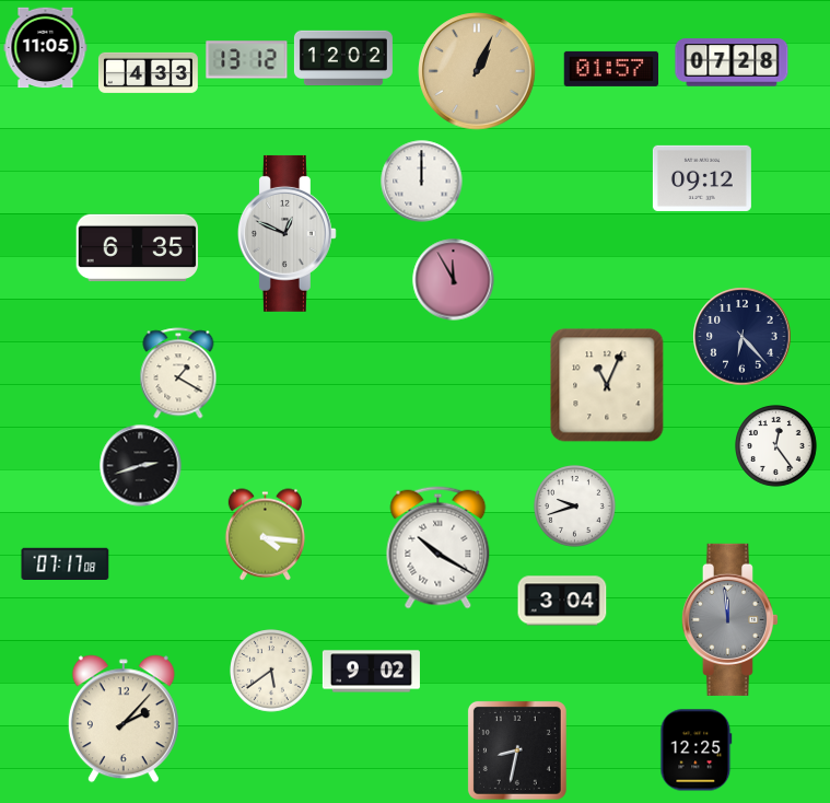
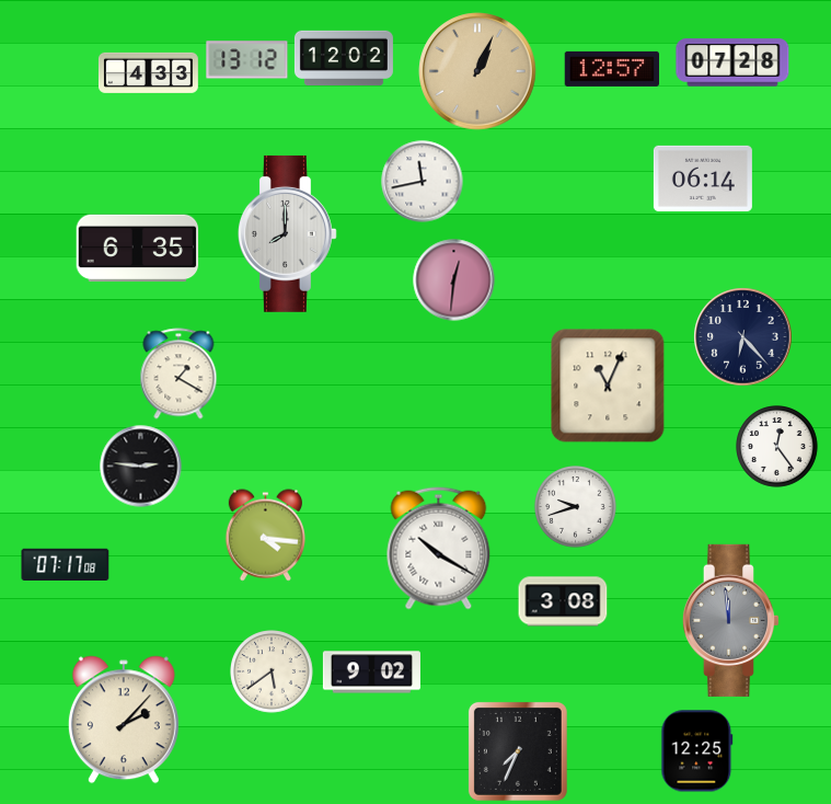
clock at (46, 48): 11:05 -> none
clock at (610, 69): 01:57 -> 12:57
clock at (702, 178): 09:12 -> 06:14
clock at (422, 182): 12:00 -> 11:43
clock at (287, 233): 12:49 -> 8:00
clock at (454, 280): 11:55 -> 12:31
clock at (141, 466): 2:42 -> 2:46
clock at (562, 601): 3:04 -> 3:08
clock at (517, 750): 8:32 -> 7:34
